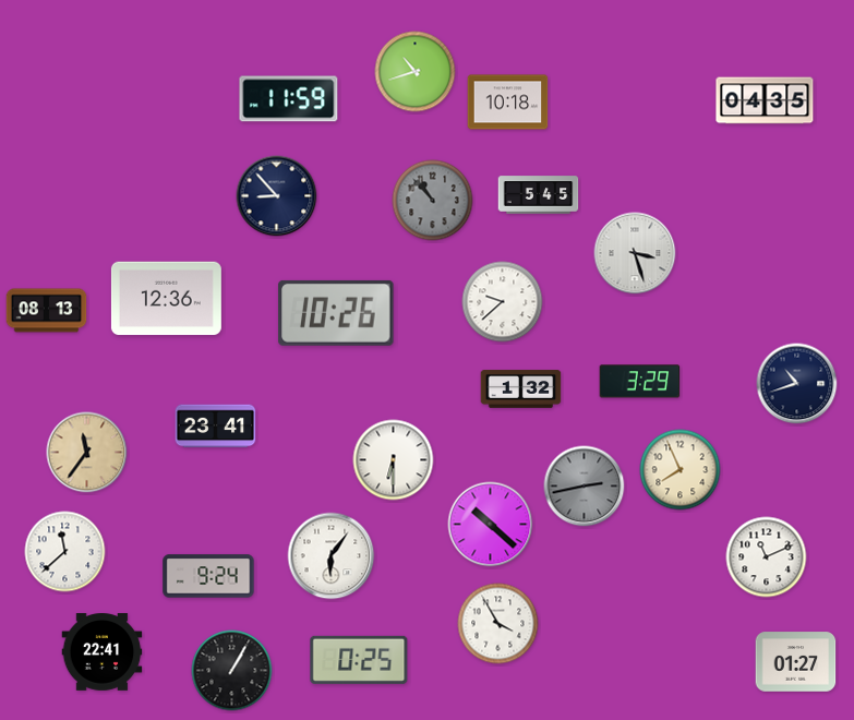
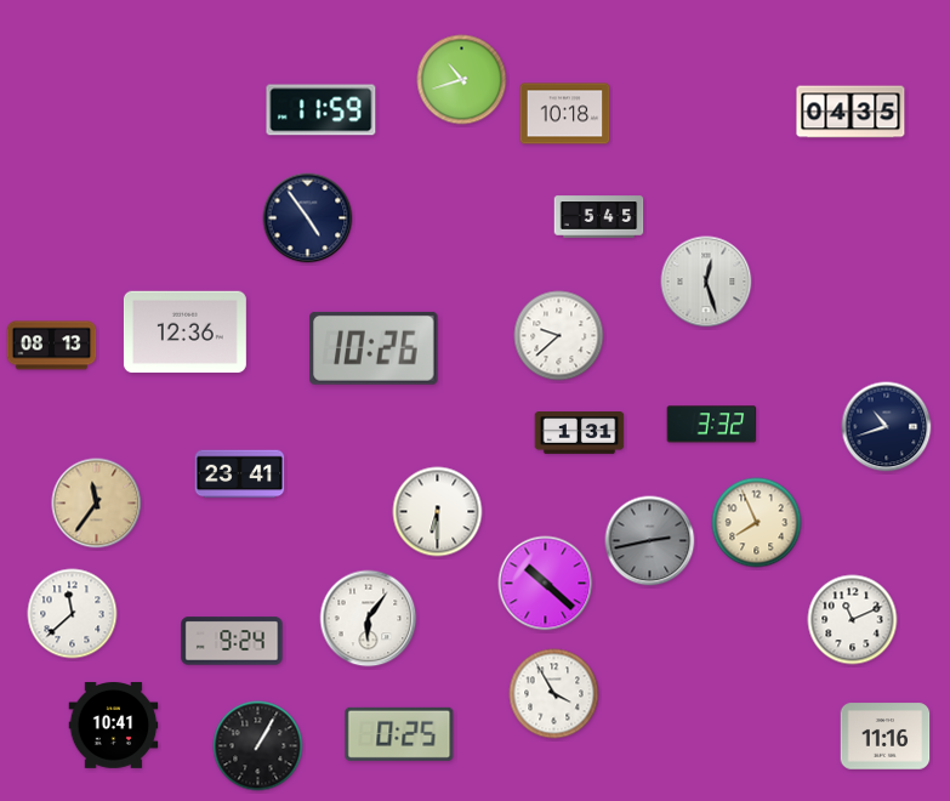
clock at (277, 196): 8:53 -> 4:54
clock at (433, 201): 10:53 -> none
clock at (635, 253): 3:27 -> 12:27
clock at (640, 382): 3:29 -> 3:32
clock at (521, 389): 1:32 -> 1:31
clock at (103, 652): 22:41 -> 10:41
clock at (796, 662): 01:27 -> 11:16
